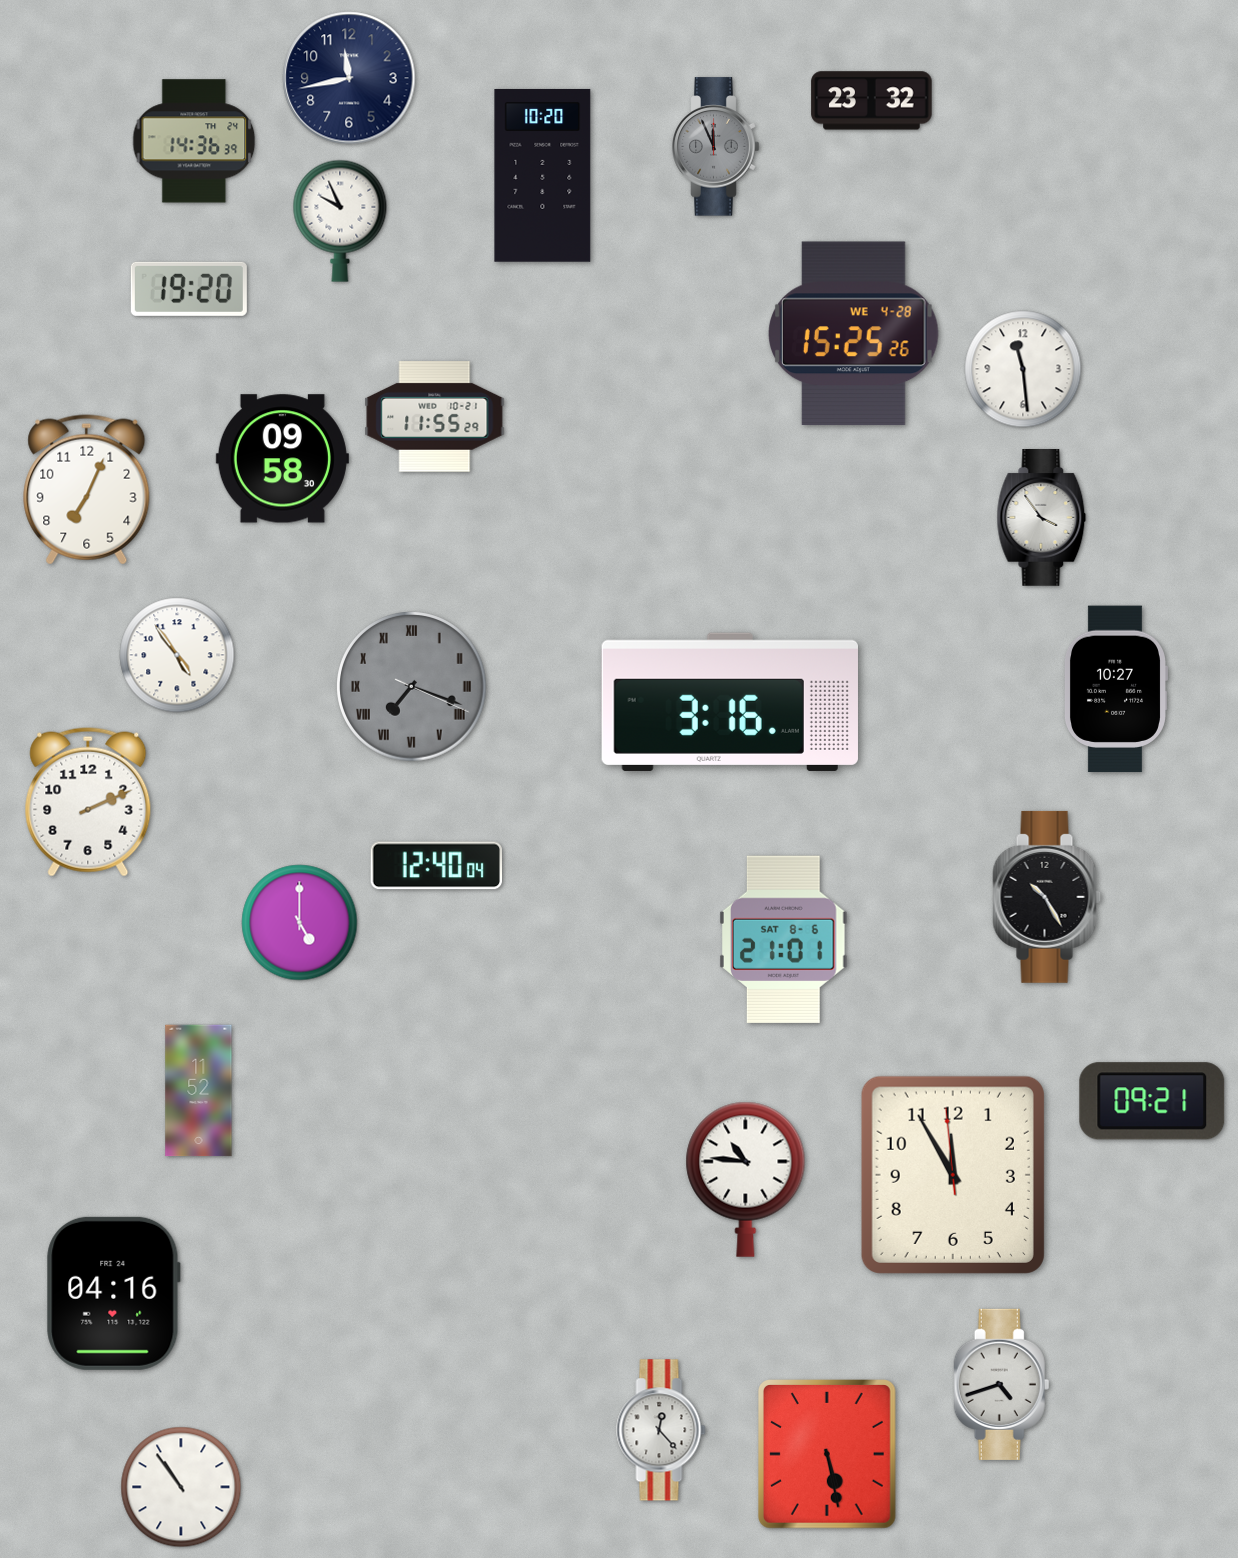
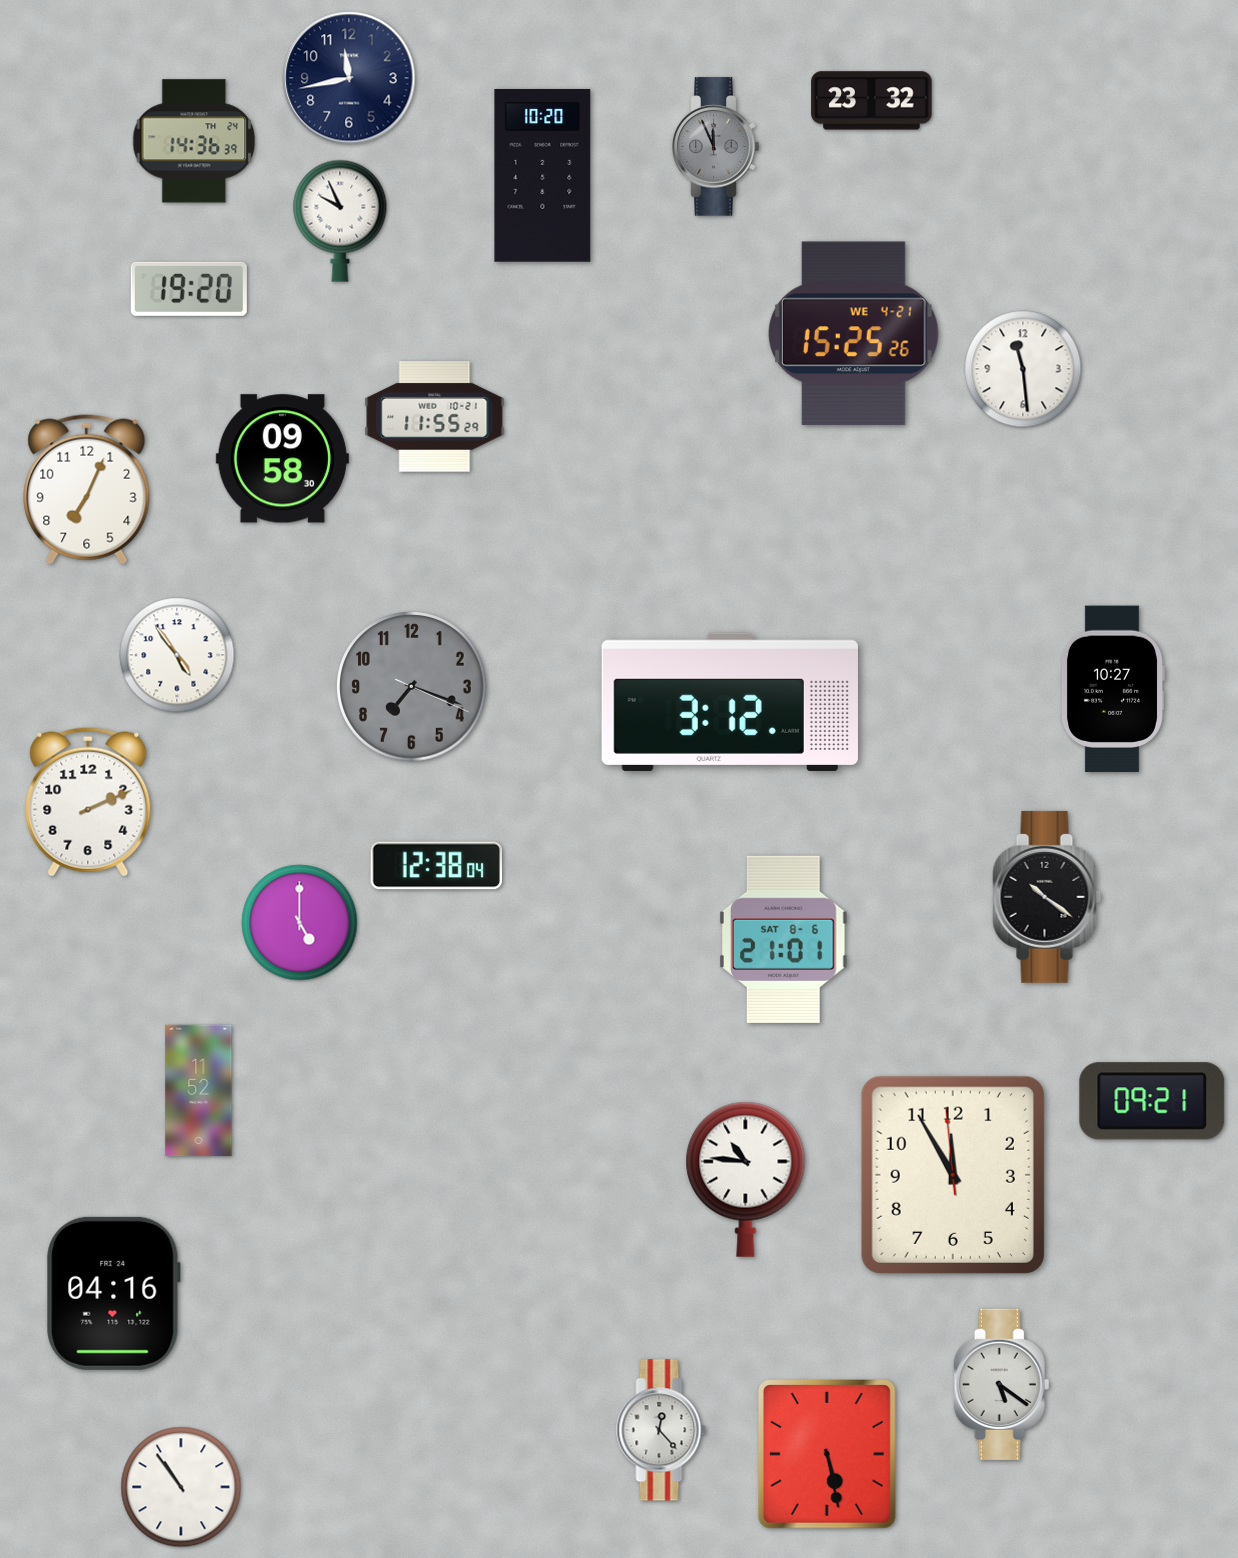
clock at (853, 334) date: WE 4-28 -> WE 4-21
clock at (1042, 518): 3:54 -> none
clock at (412, 687) numerals: Roman -> Arabic
clock at (1115, 689) position: (1115, 689) -> (1112, 689)
clock at (729, 702): 3:16 -> 3:12
clock at (436, 866): 12:40 -> 12:38
clock at (1047, 897): 10:25 -> 10:21
clock at (1002, 1384): 4:42 -> 5:21
